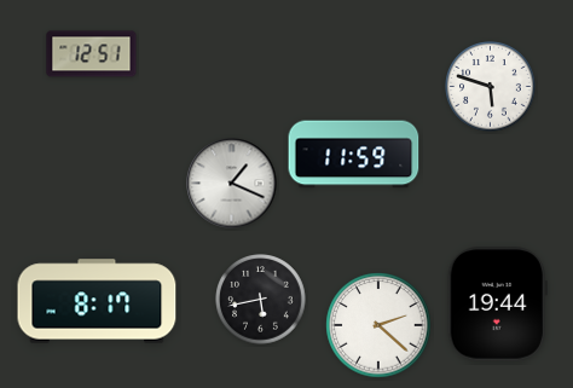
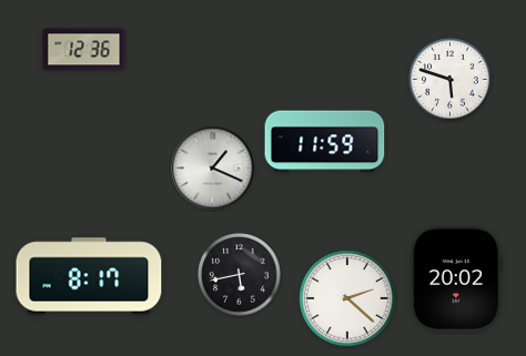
clock at (92, 54): 12:51 -> 12:36
clock at (497, 305): 19:44 -> 20:02
